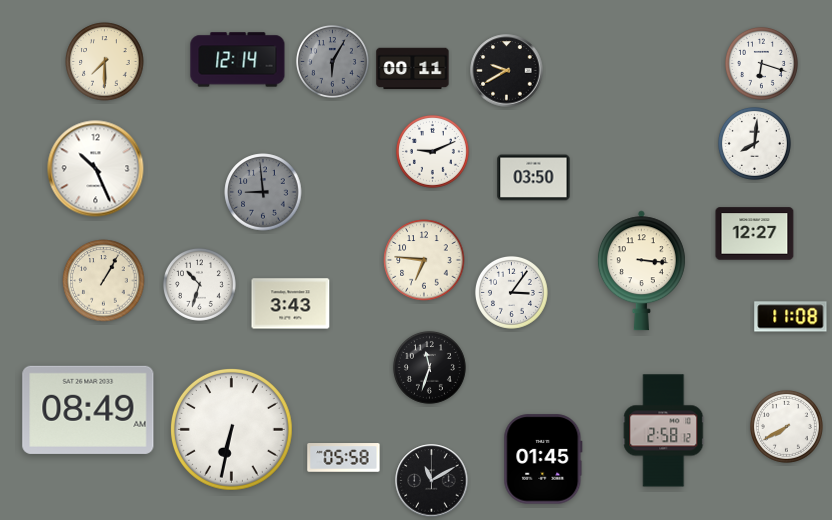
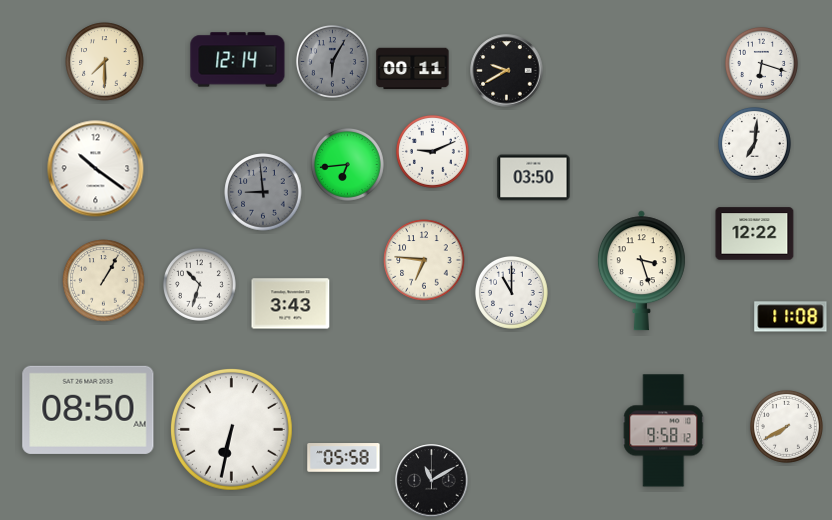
clock at (754, 143): 8:01 -> 7:01
clock at (347, 164): none -> 6:44
clock at (96, 169): 10:26 -> 10:21
clock at (755, 234): 12:27 -> 12:22
clock at (641, 271): 3:16 -> 3:27
clock at (511, 292): 3:06 -> 11:00
clock at (429, 367): 11:33 -> none
clock at (88, 410): 08:49 -> 08:50
clock at (664, 431): 2:58 -> 9:58
clock at (543, 459): 01:45 -> none
